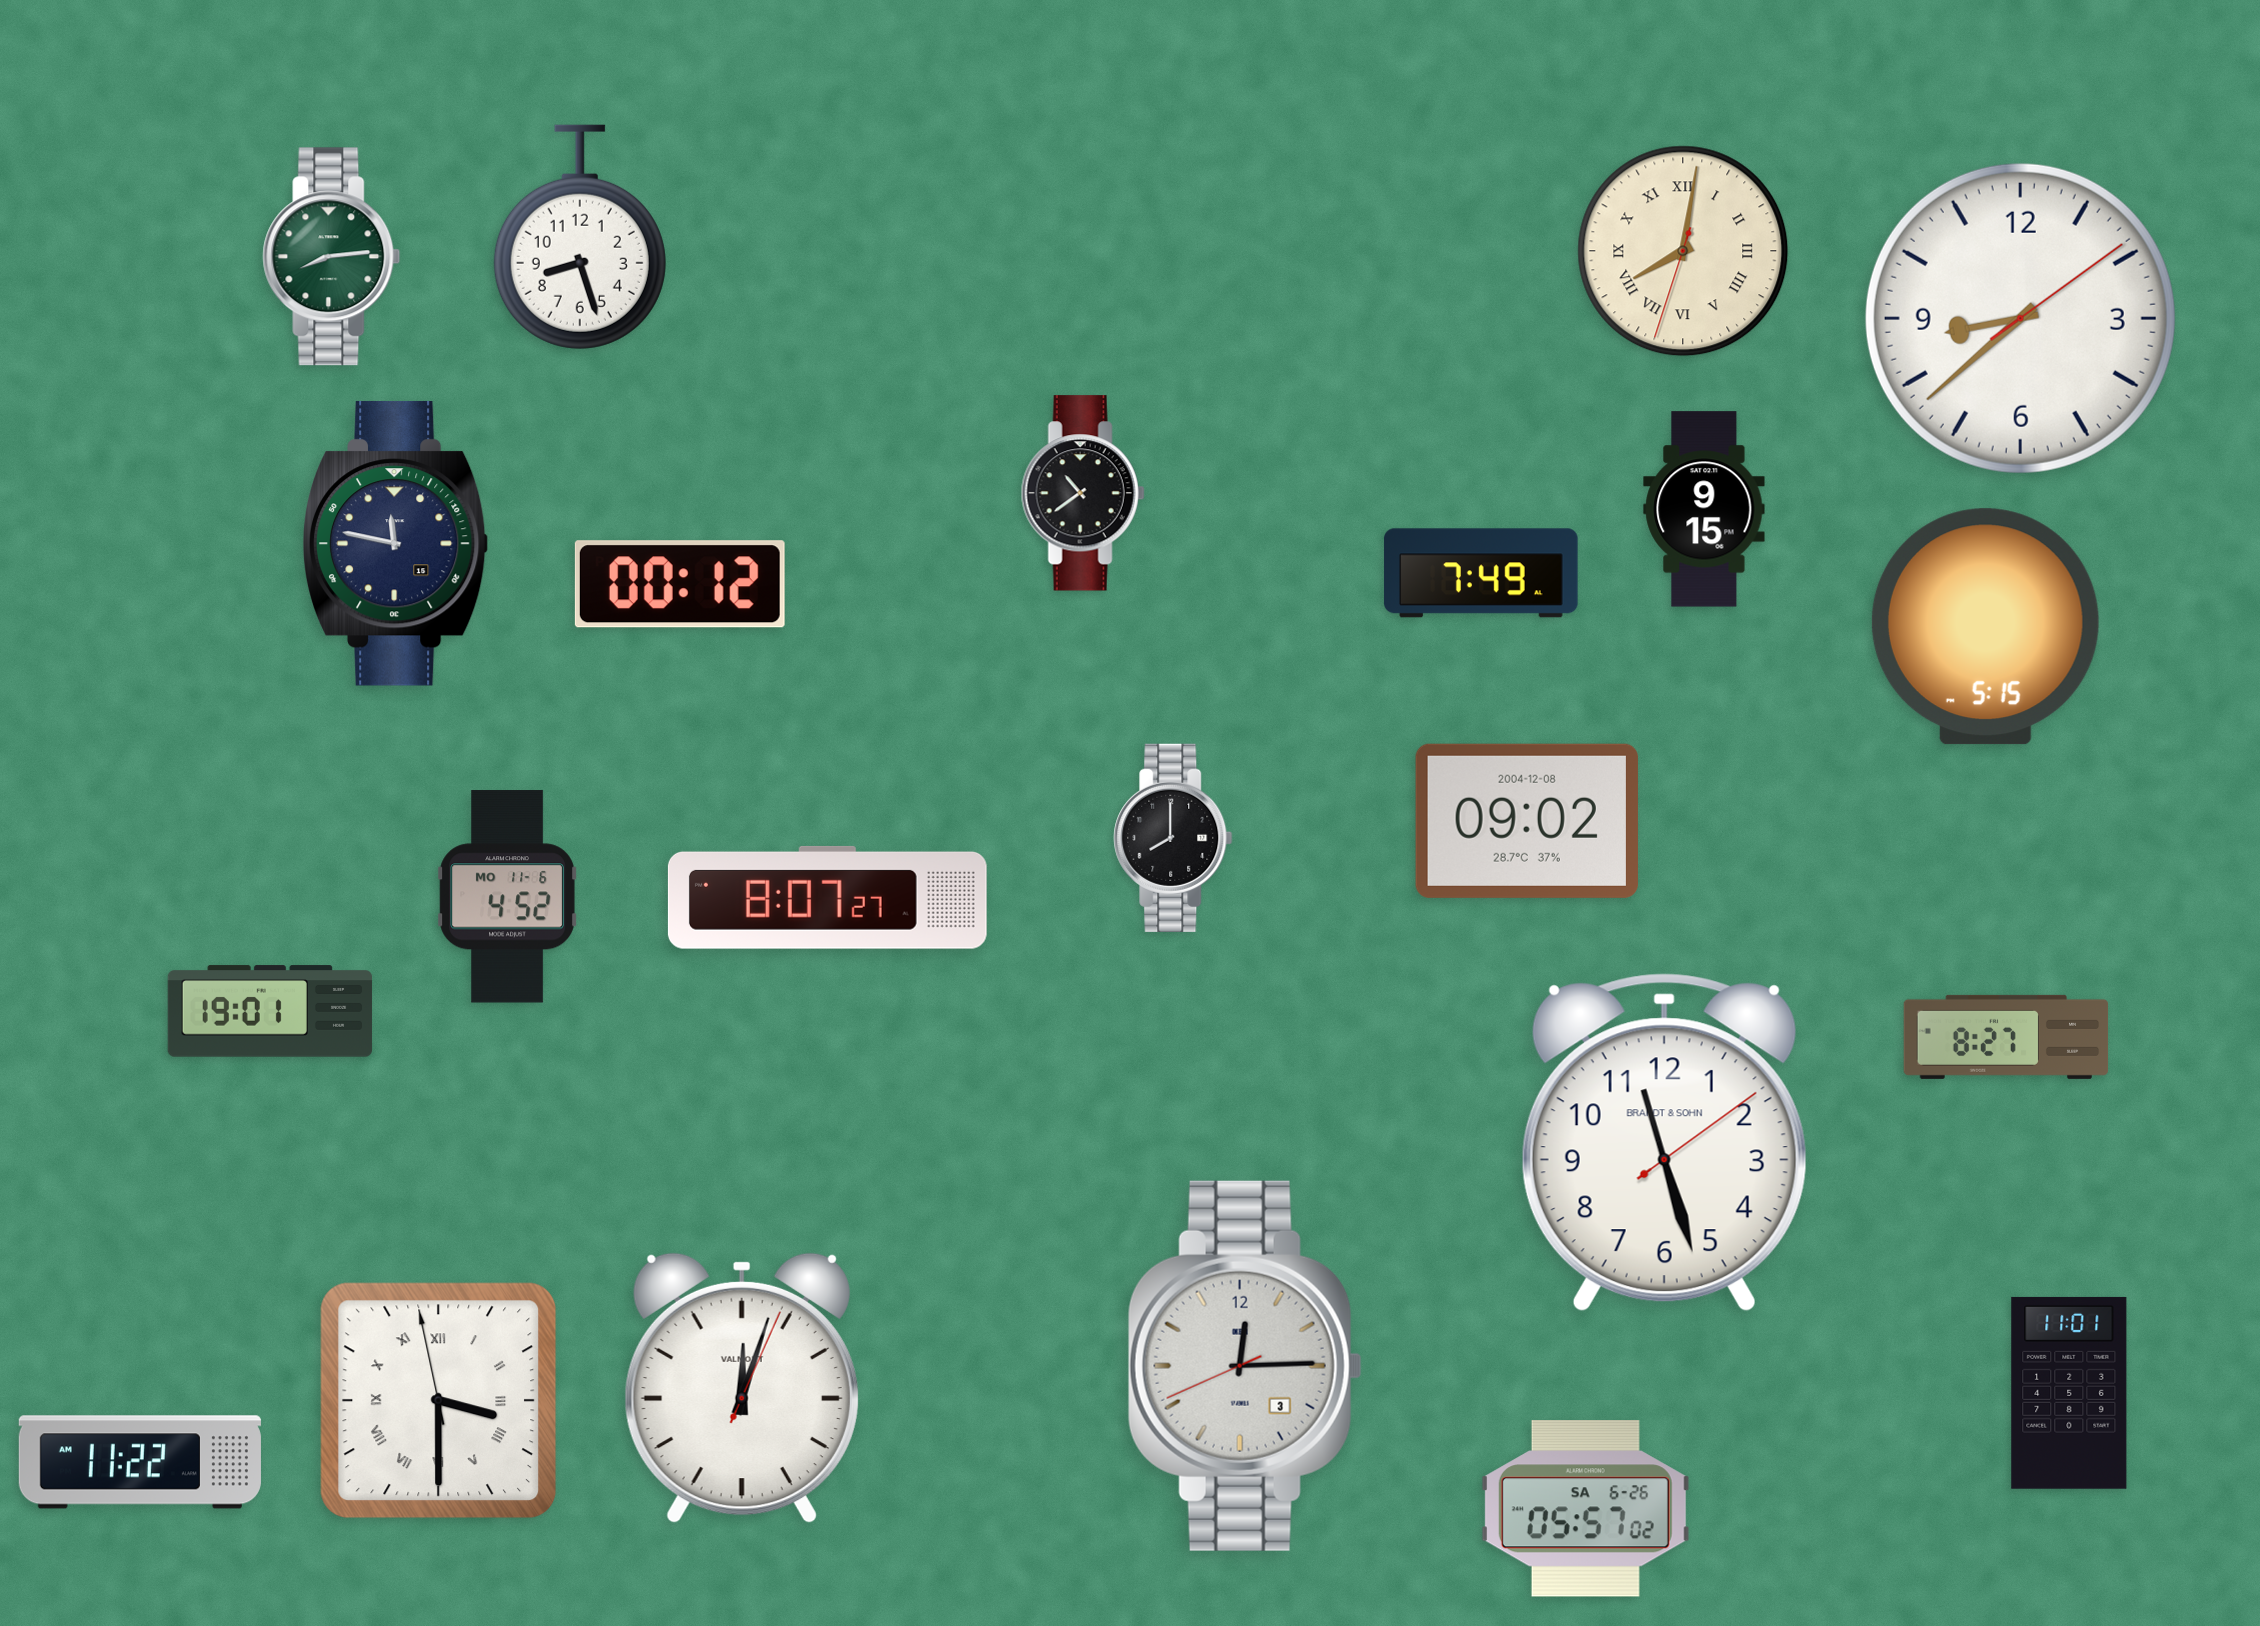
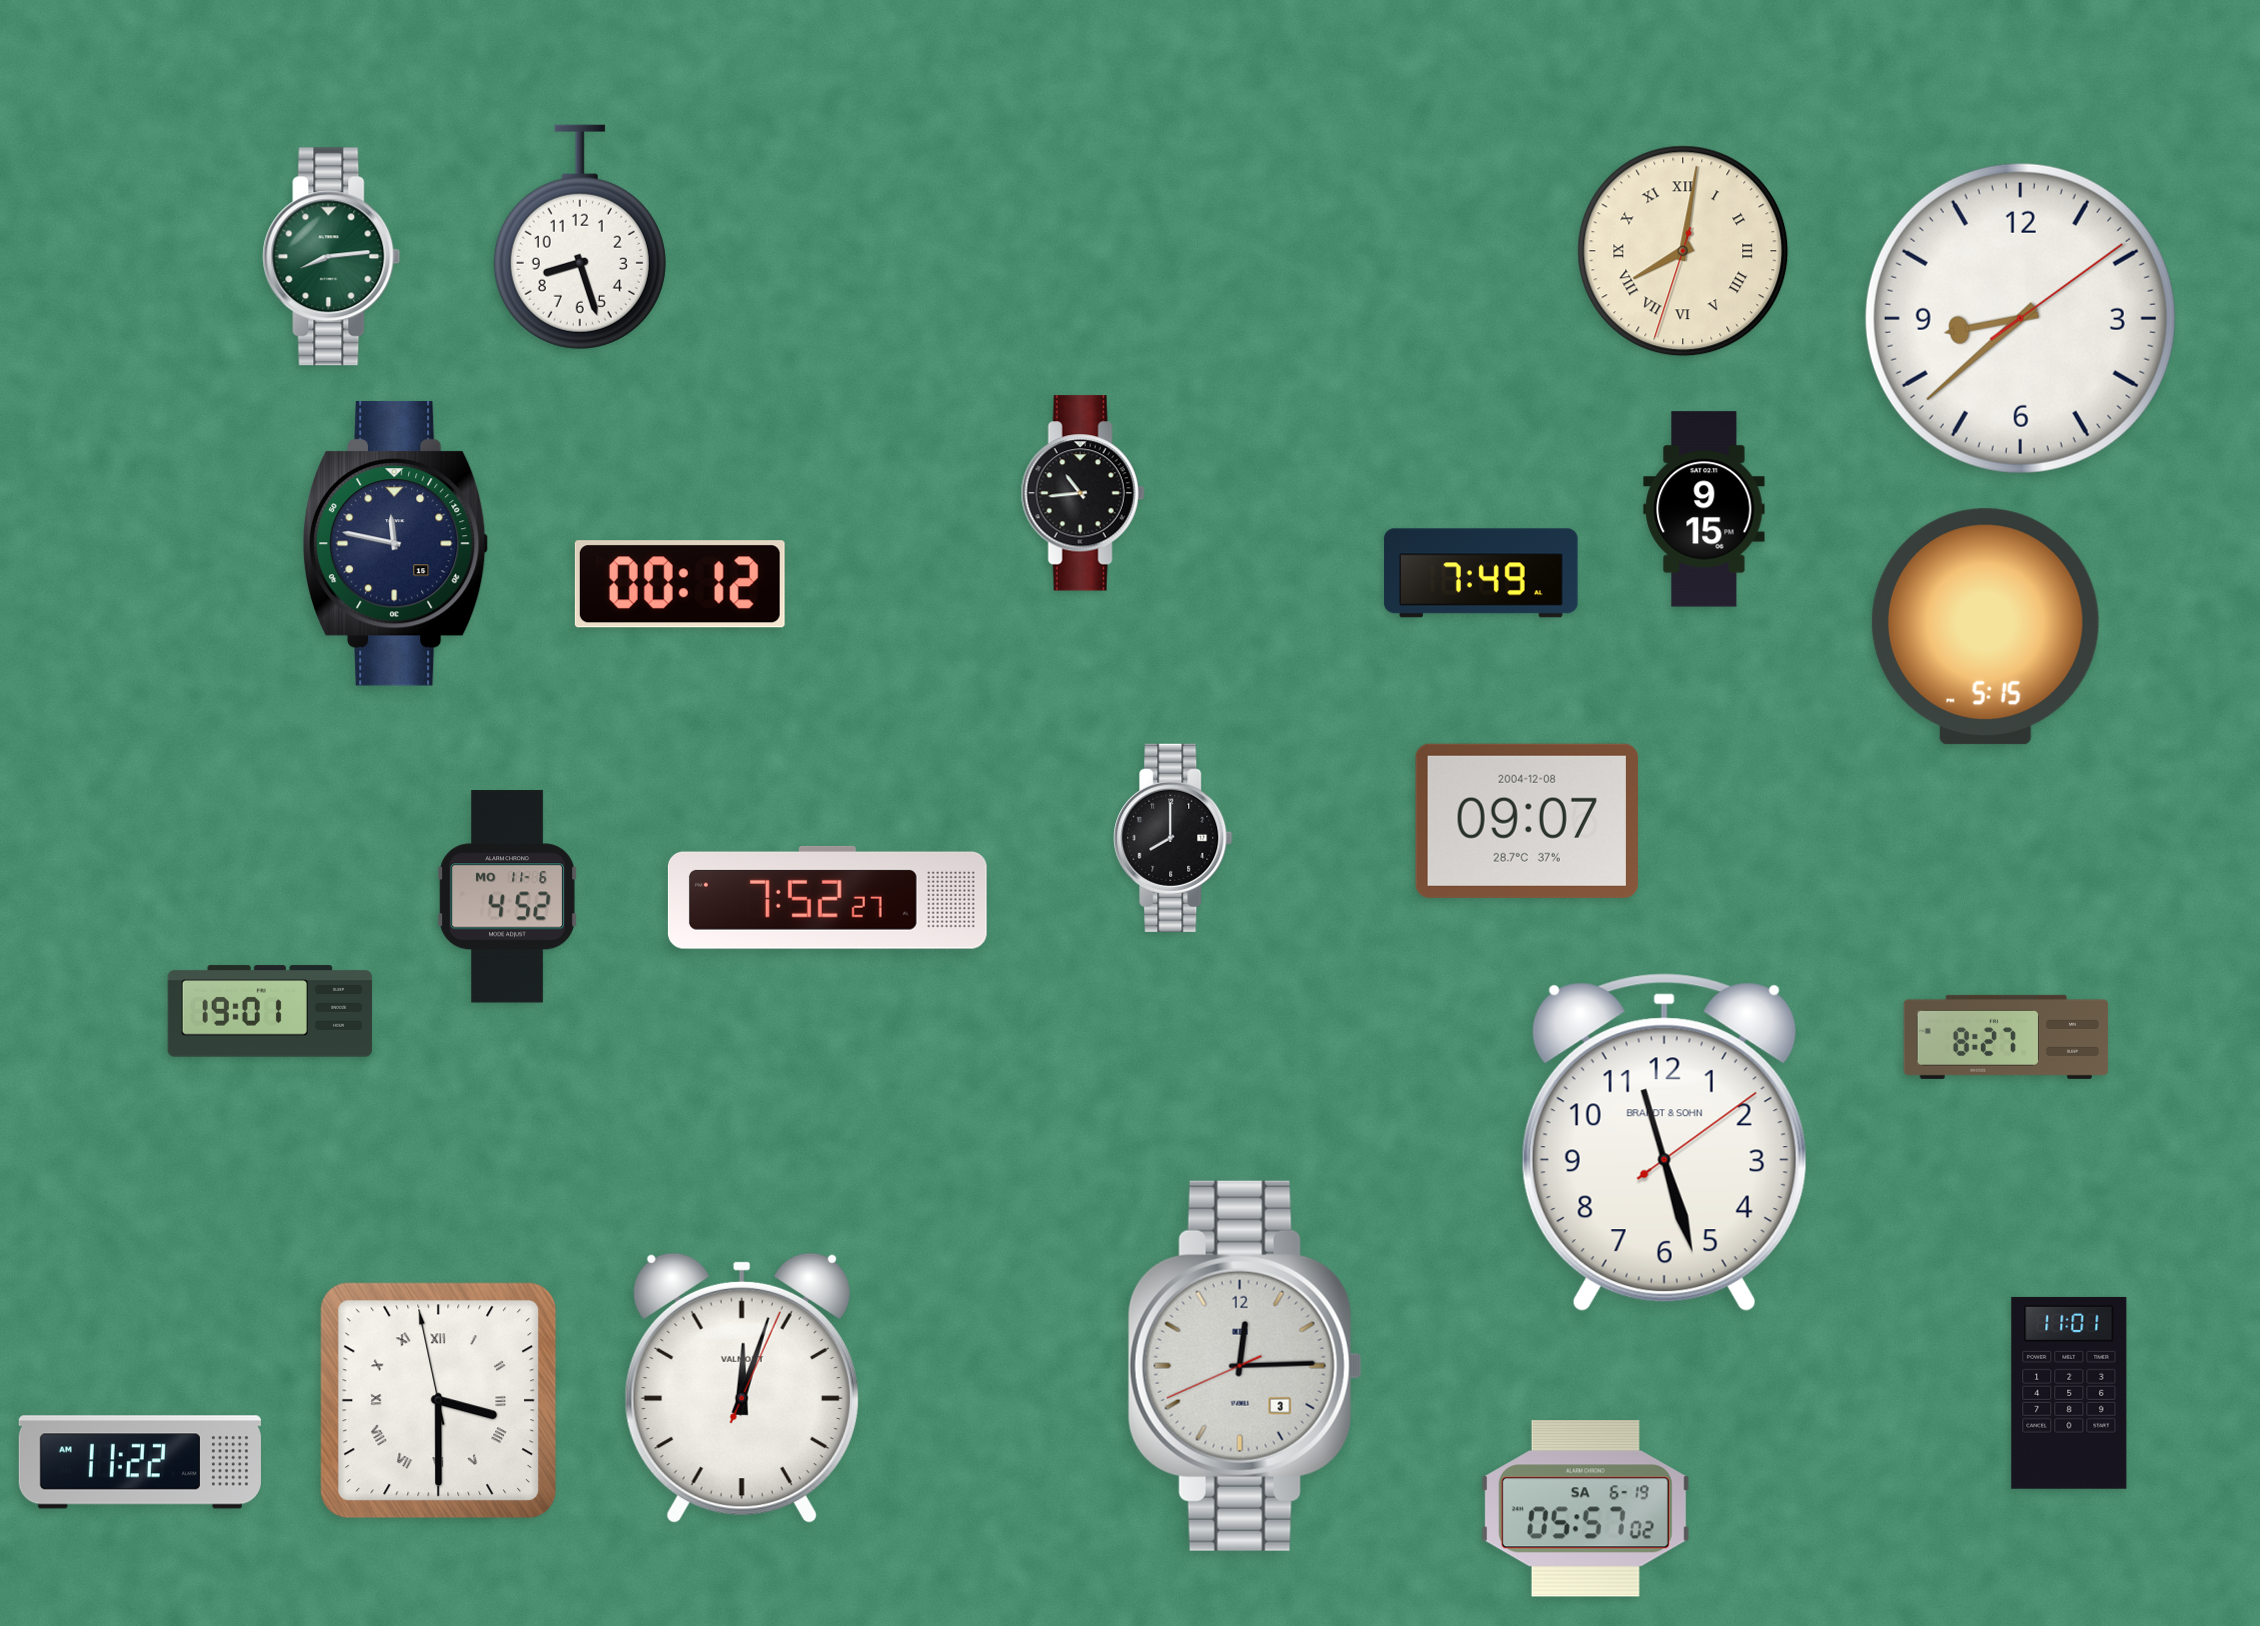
clock at (1083, 493): 10:39 -> 10:44
clock at (1527, 821): 09:02 -> 09:07
clock at (827, 897): 8:07 -> 7:52
clock at (1585, 1509) date: SA 6-26 -> SA 6-19
